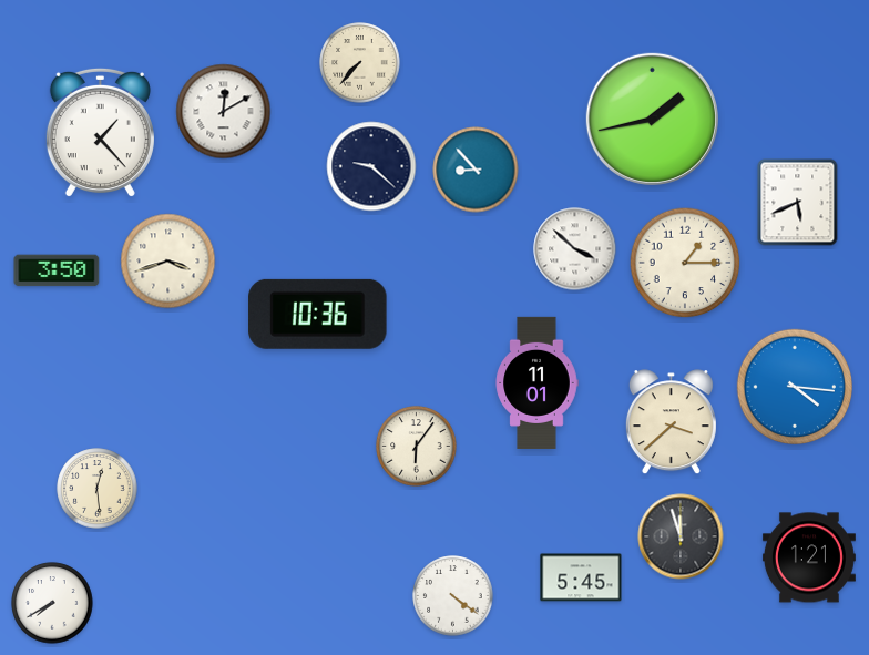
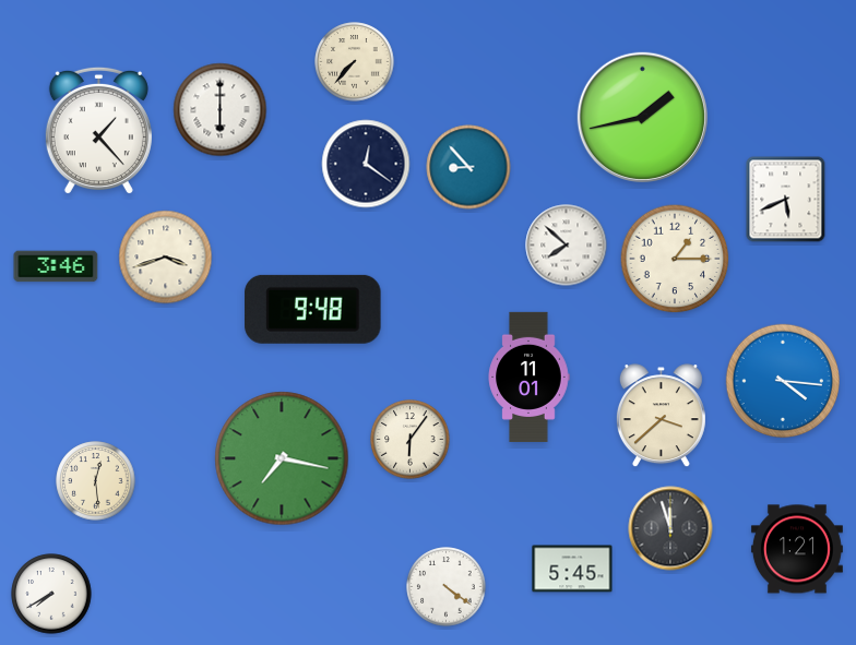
clock at (224, 112): 12:10 -> 6:00
clock at (371, 166): 9:22 -> 12:21
clock at (575, 249): 3:52 -> 7:52
clock at (57, 270): 3:50 -> 3:46
clock at (318, 314): 10:36 -> 9:48
clock at (282, 458): none -> 7:17
